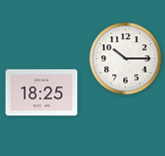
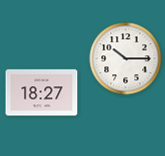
clock at (42, 93): 18:25 -> 18:27
